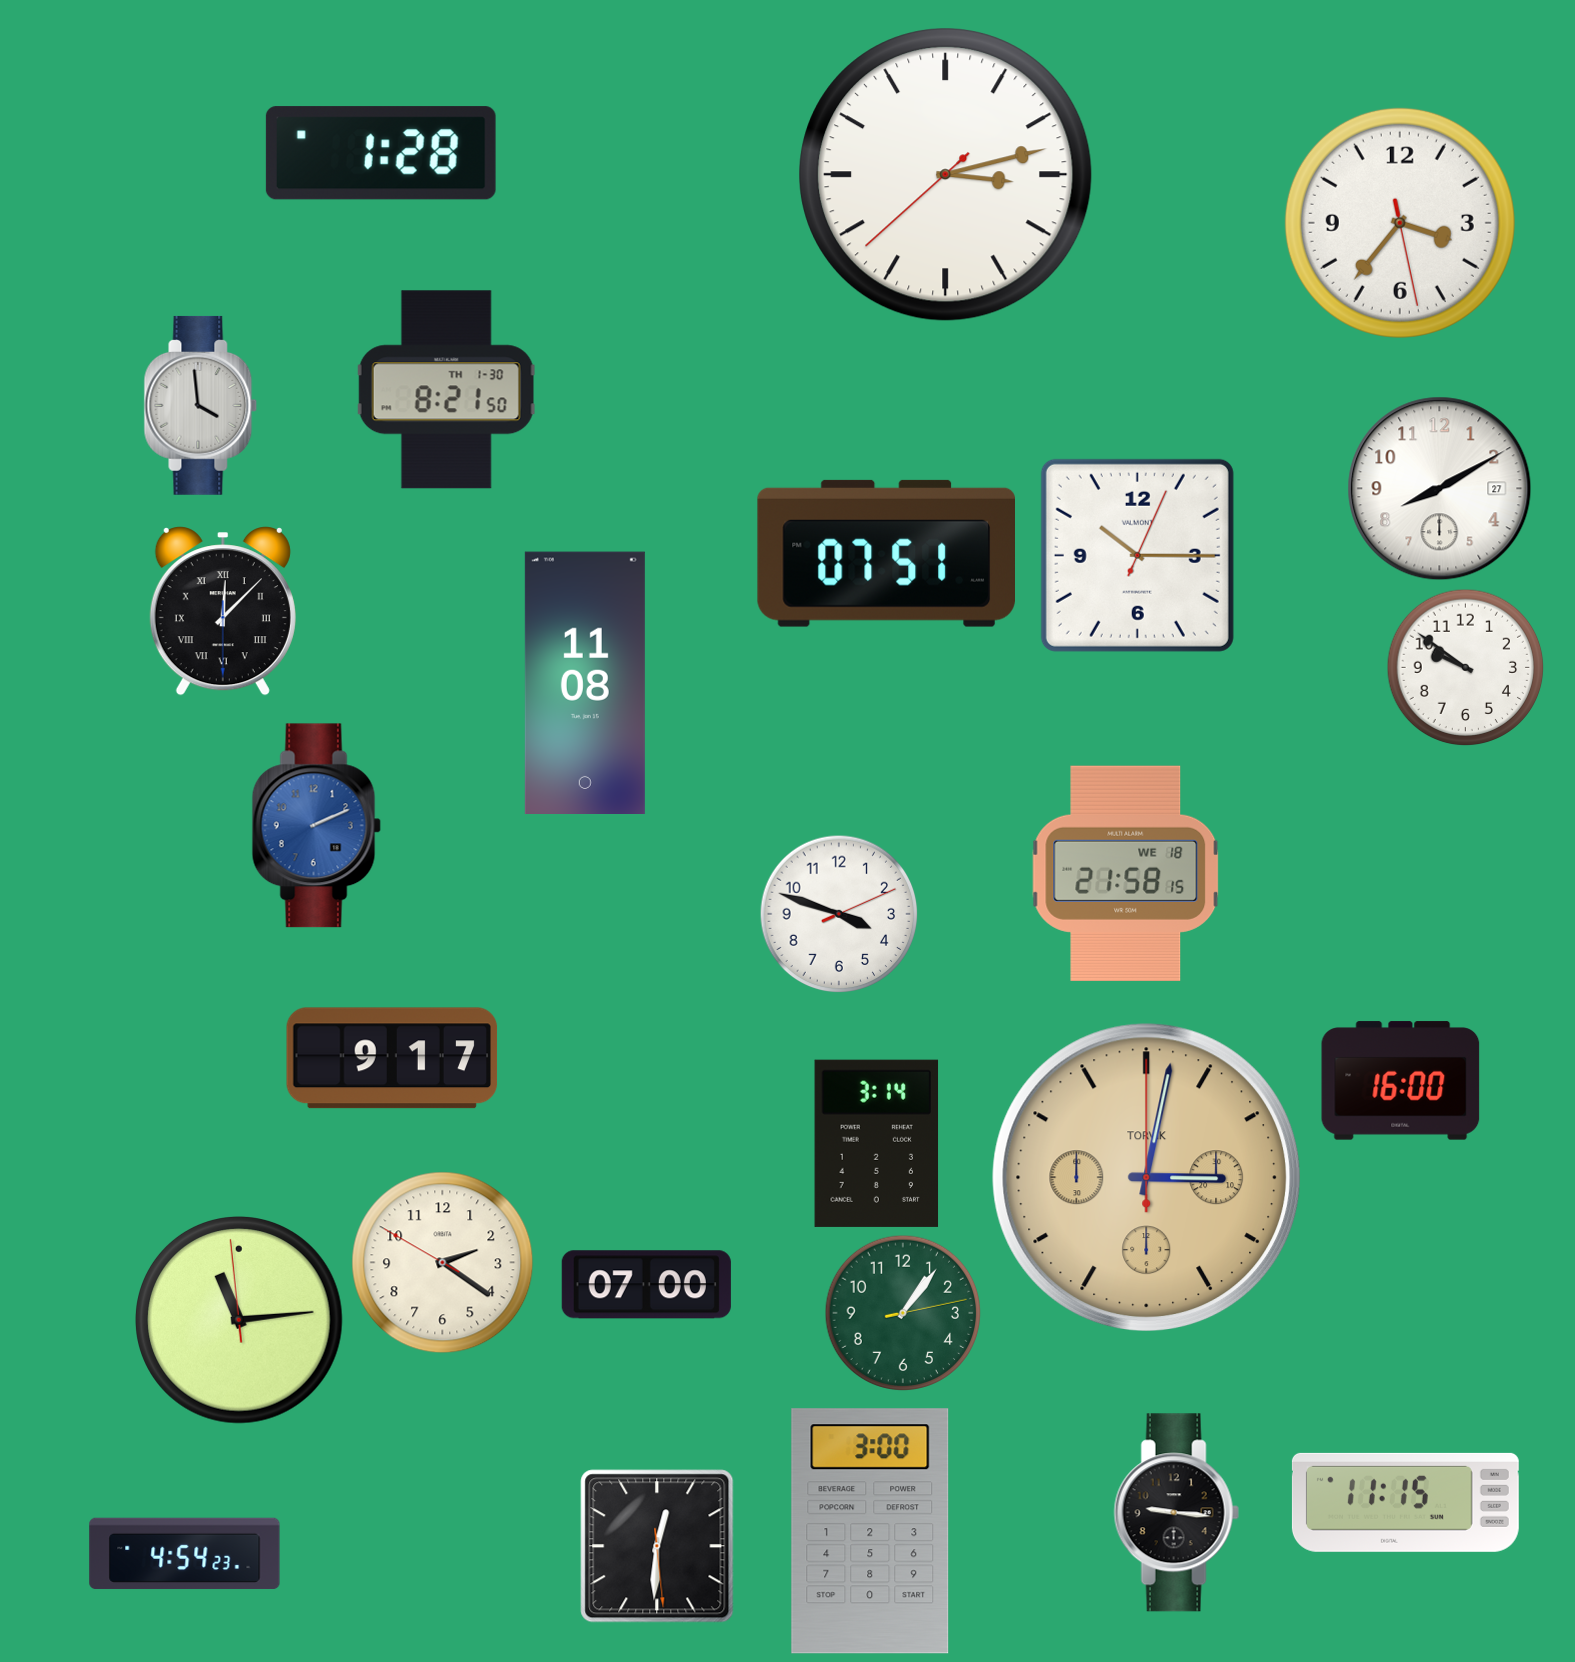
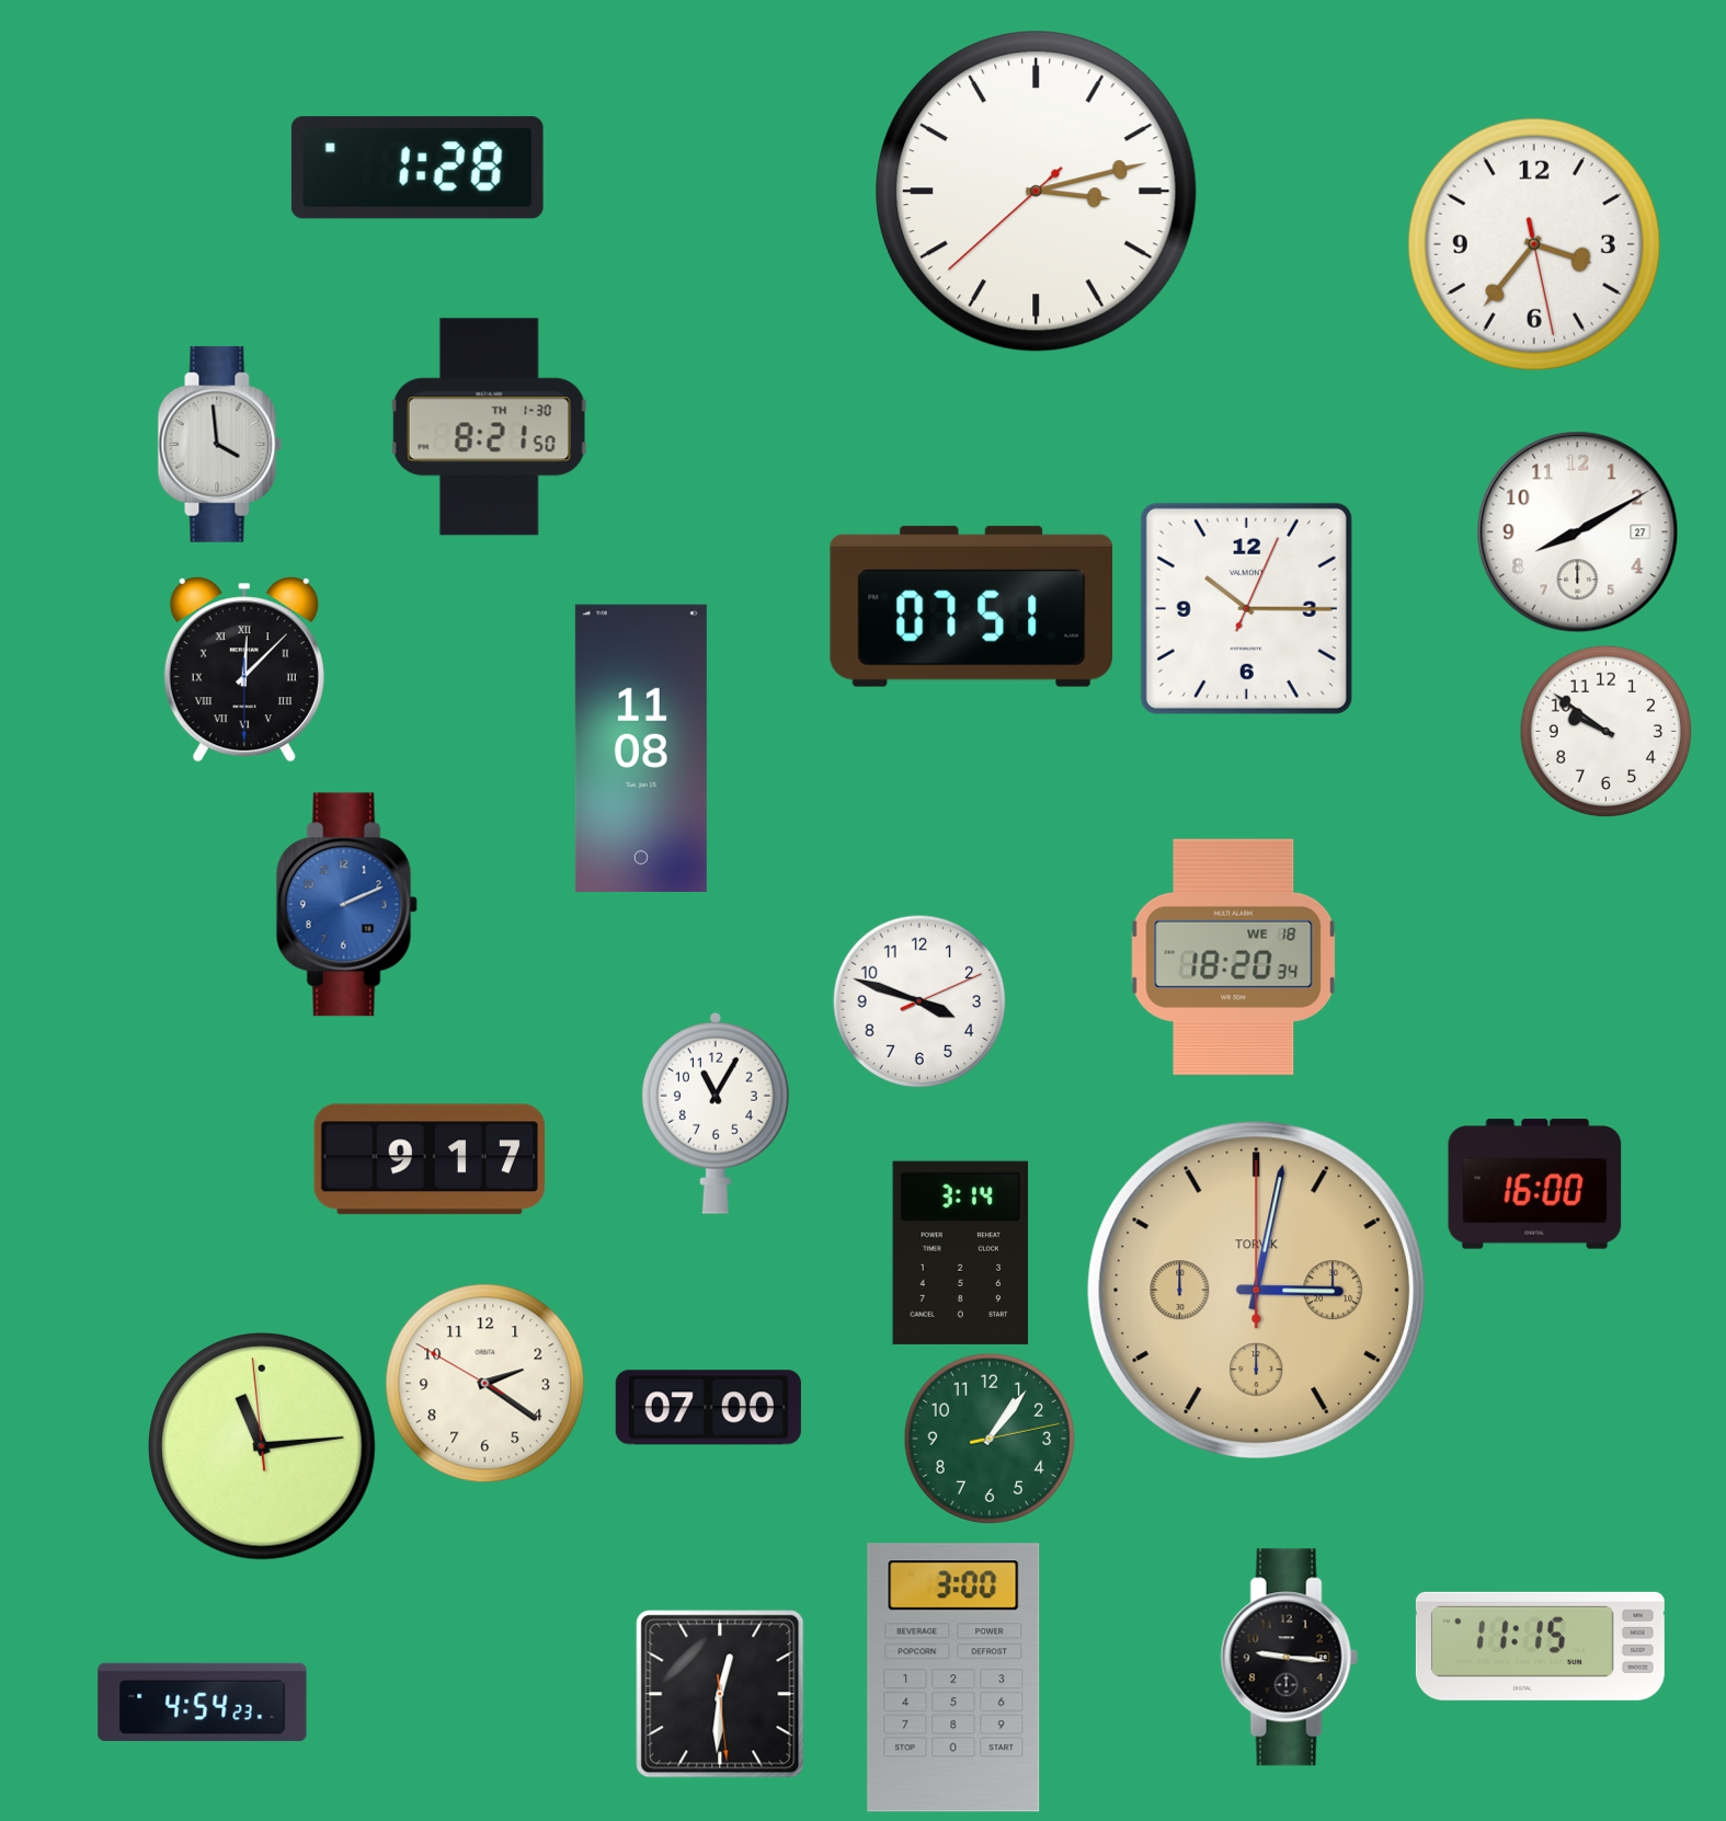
clock at (1440, 489) position: (1440, 489) -> (1578, 532)
clock at (1126, 873): 21:58 -> 18:20
clock at (716, 1113): none -> 11:05
